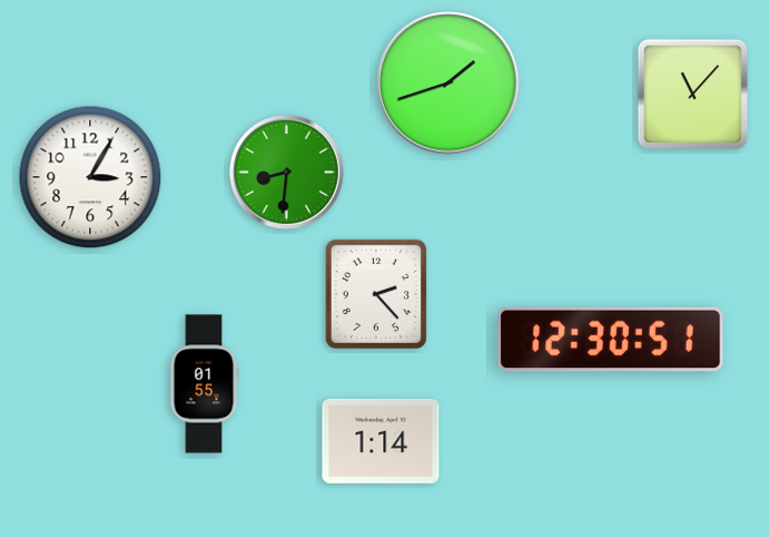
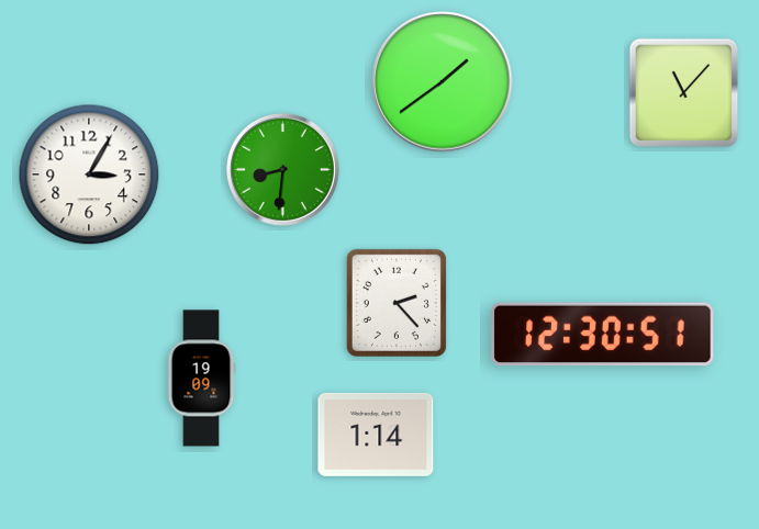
clock at (448, 84): 1:42 -> 1:39
clock at (376, 294) position: (376, 294) -> (397, 303)
clock at (204, 384): 01:55 -> 19:09
